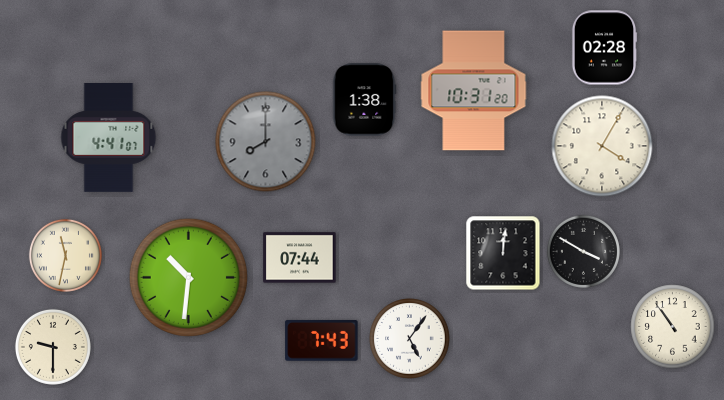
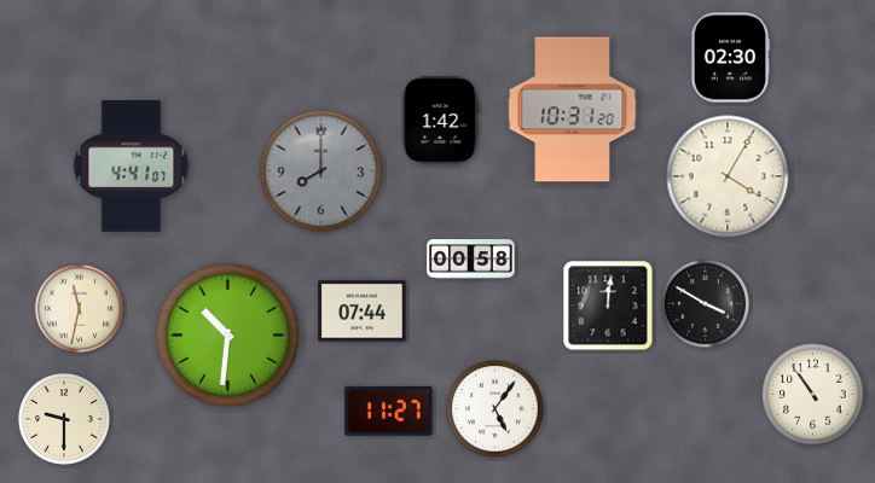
clock at (604, 48): 02:28 -> 02:30
clock at (364, 100): 1:38 -> 1:42
clock at (471, 260): none -> 00:58
clock at (322, 340): 7:43 -> 11:27
